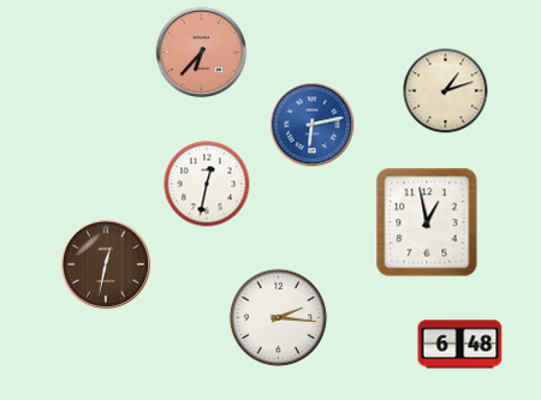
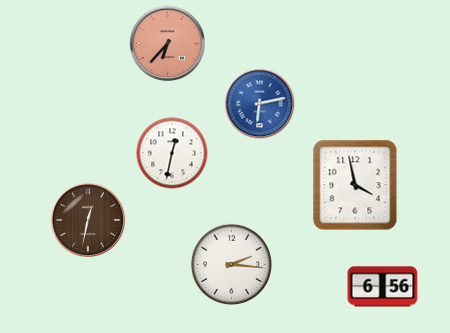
clock at (446, 91): 1:12 -> none
clock at (427, 222): 12:58 -> 3:58
clock at (460, 345): 6:48 -> 6:56
